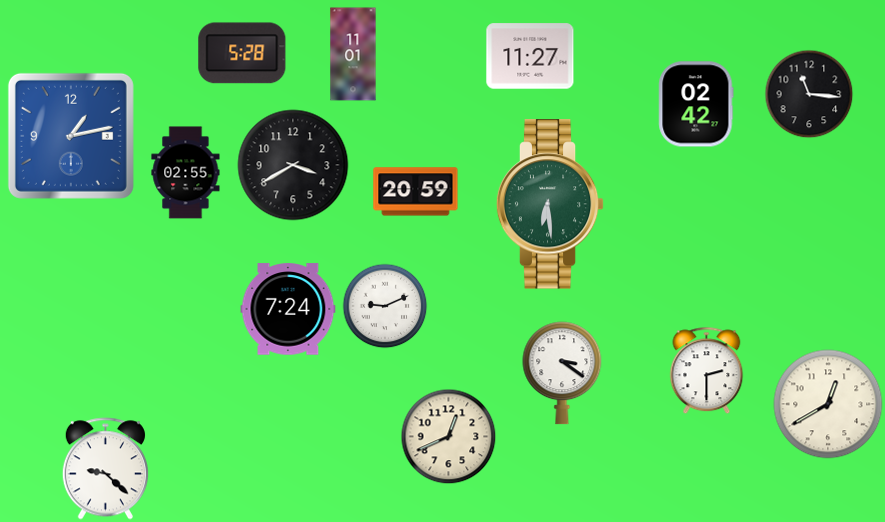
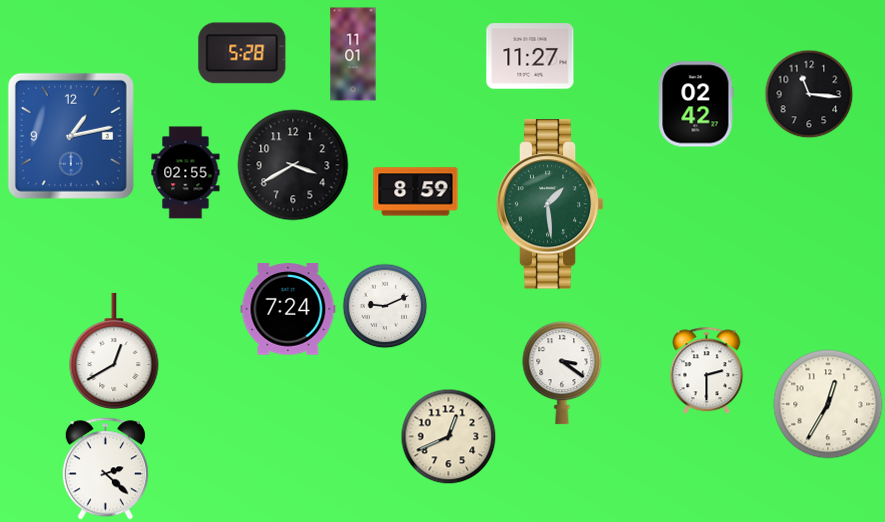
clock at (416, 192): 20:59 -> 8:59
clock at (550, 204): 6:29 -> 1:29
clock at (114, 351): none -> 12:40
clock at (828, 404): 12:40 -> 12:35
clock at (105, 469): 9:22 -> 2:22
